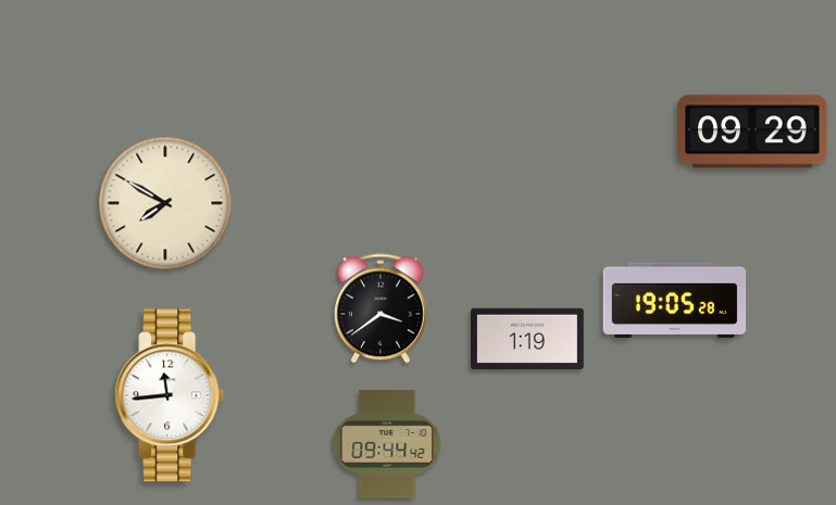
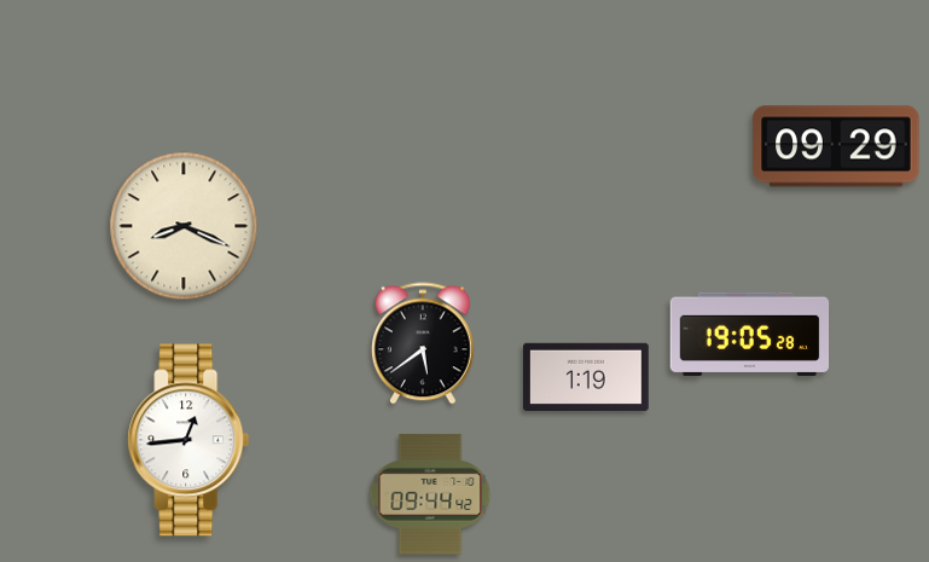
clock at (165, 203): 7:50 -> 8:19
clock at (380, 308): 3:39 -> 5:39
clock at (170, 395): 11:44 -> 12:44
